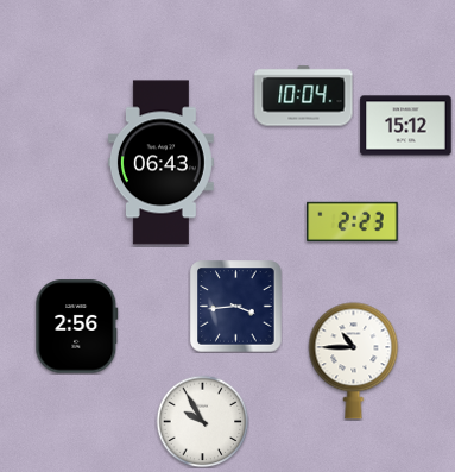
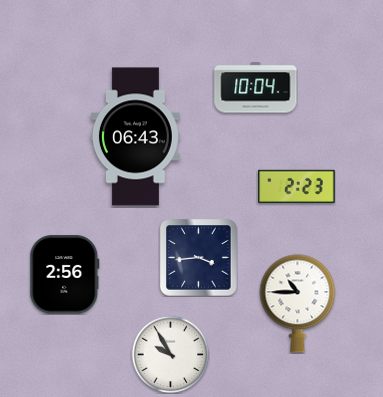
clock at (304, 96) position: (304, 96) -> (256, 88)
clock at (406, 126): 15:12 -> none
